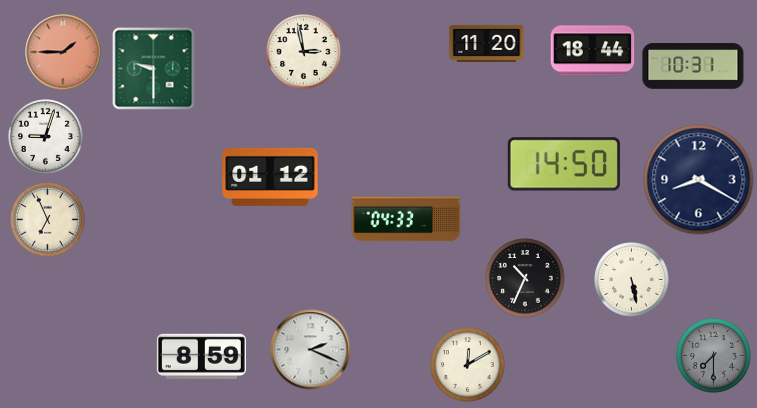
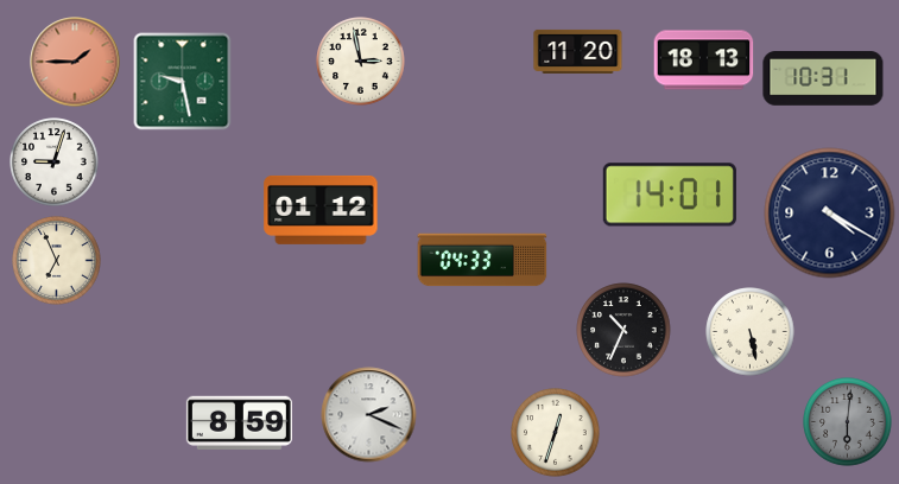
clock at (593, 51): 18:44 -> 18:13
clock at (154, 69): 9:30 -> 9:28
clock at (564, 164): 14:50 -> 14:01
clock at (699, 180): 8:20 -> 4:20
clock at (714, 356): 7:30 -> 6:01
clock at (468, 365): 12:10 -> 12:33
